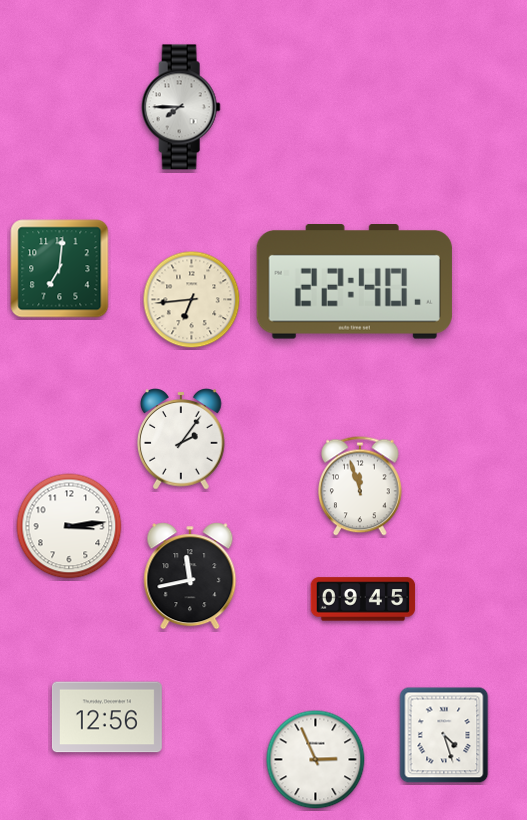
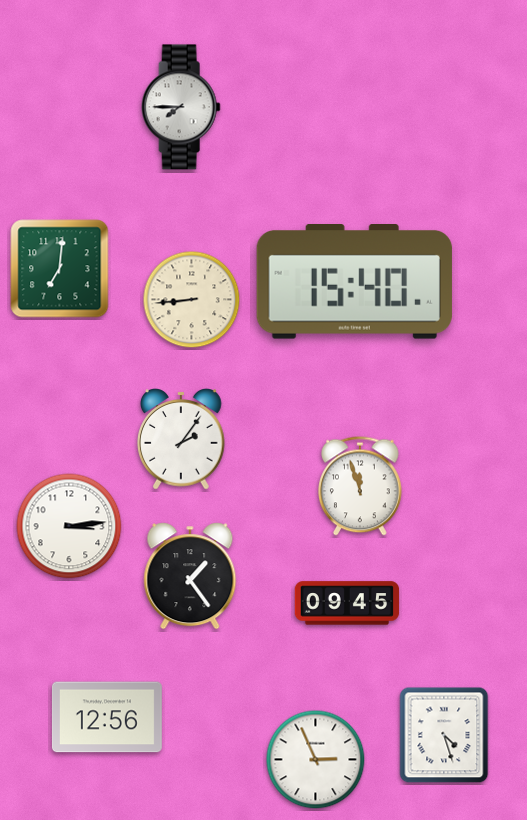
clock at (354, 282): 22:40 -> 15:40
clock at (192, 300): 6:44 -> 8:44
clock at (190, 576): 11:43 -> 1:24
clock at (363, 599) position: (363, 599) -> (347, 603)
